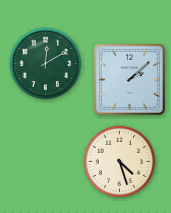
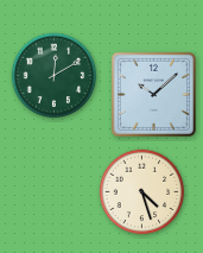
clock at (129, 79): 2:08 -> 10:08
